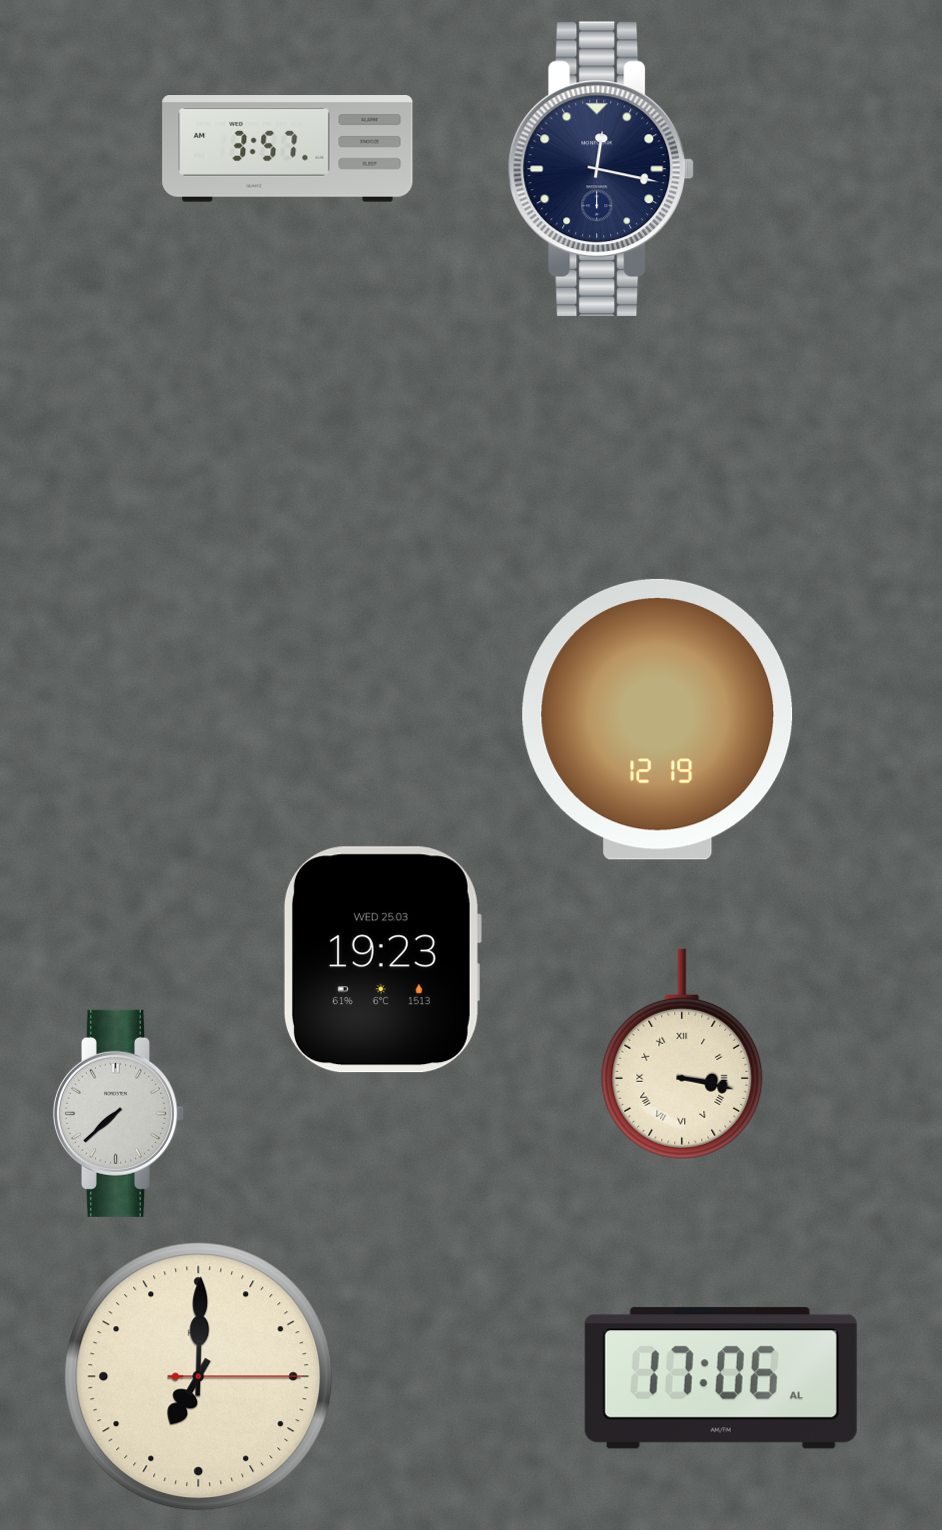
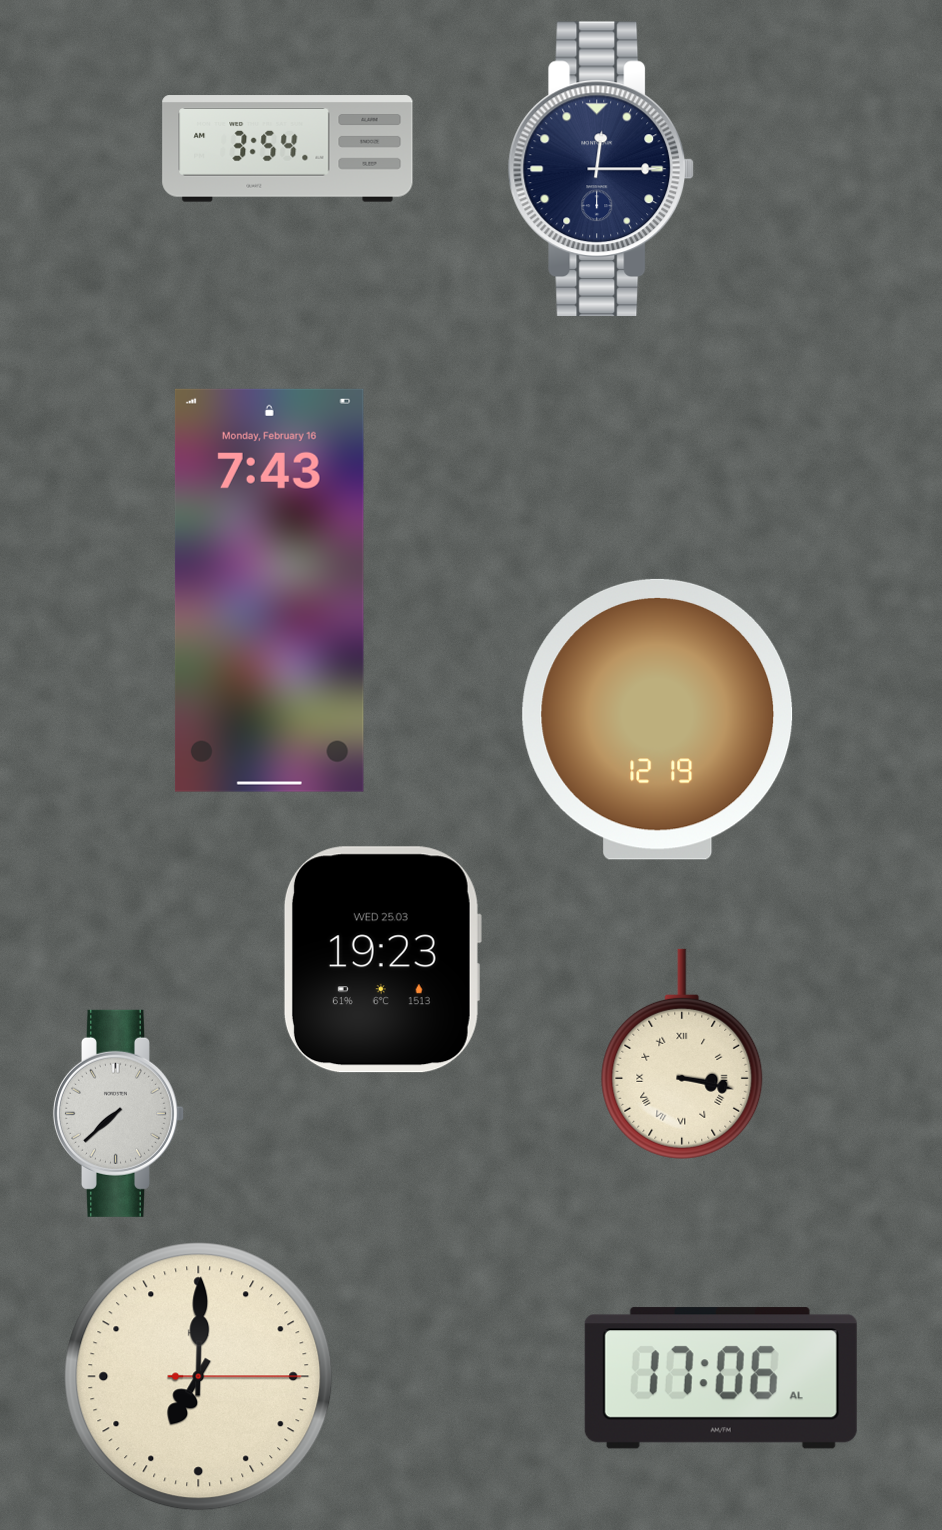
clock at (288, 149): 3:57 -> 3:54
clock at (601, 168): 12:17 -> 12:15
clock at (269, 590): none -> 7:43
